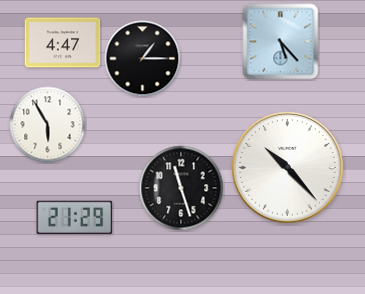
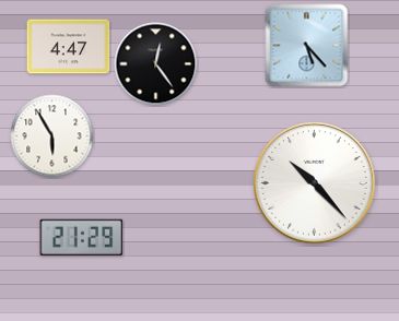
clock at (143, 59): 1:15 -> 12:24
clock at (181, 188): 11:27 -> none
